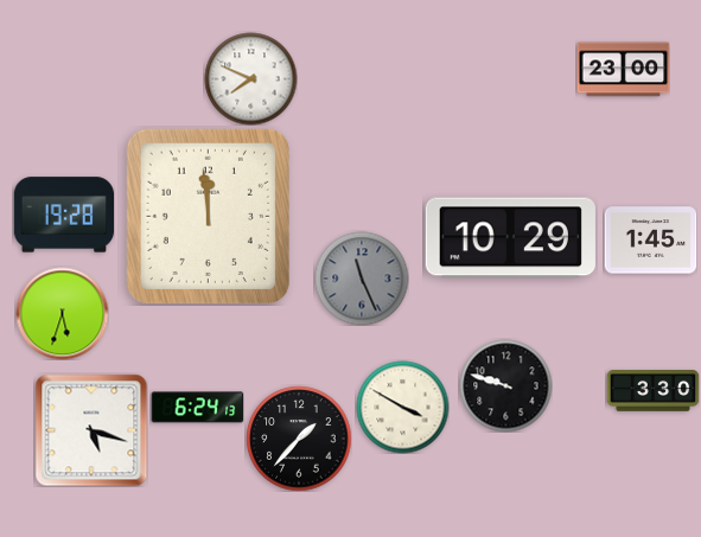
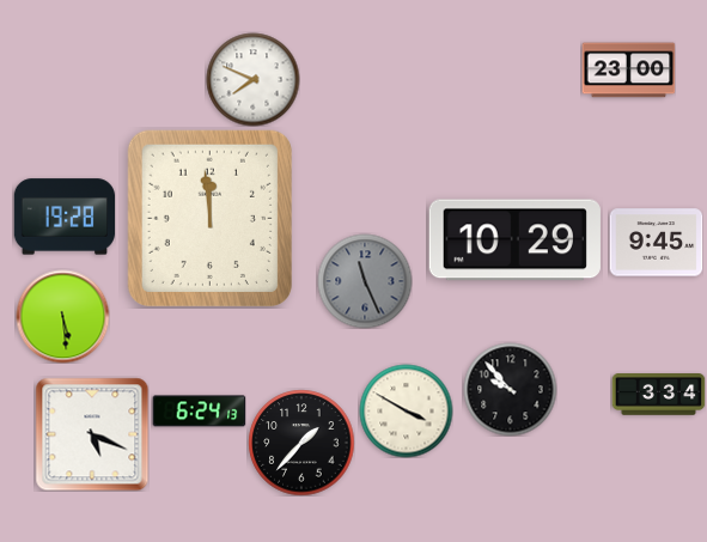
clock at (650, 241): 1:45 -> 9:45
clock at (62, 313): 5:33 -> 5:29
clock at (505, 385): 9:48 -> 9:53
clock at (652, 391): 3:30 -> 3:34
clock at (91, 430): 5:18 -> 5:19
